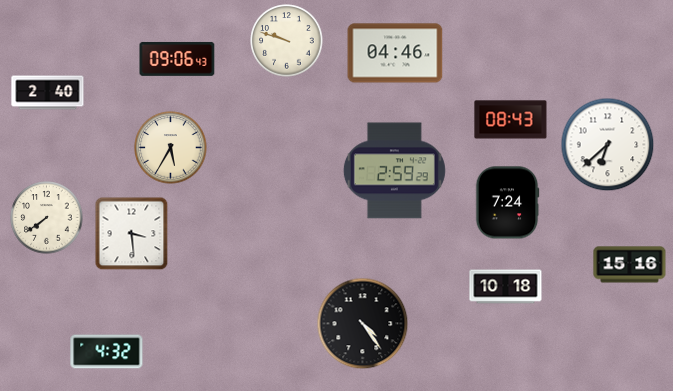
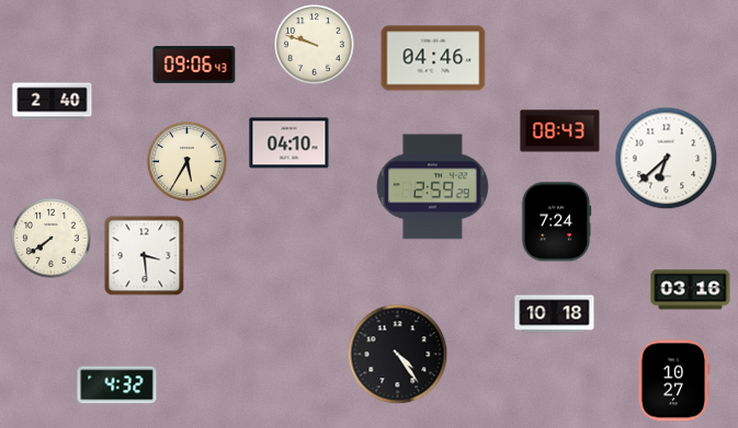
clock at (289, 143): none -> 04:10
clock at (630, 265): 15:16 -> 03:16
clock at (672, 381): none -> 10:27
